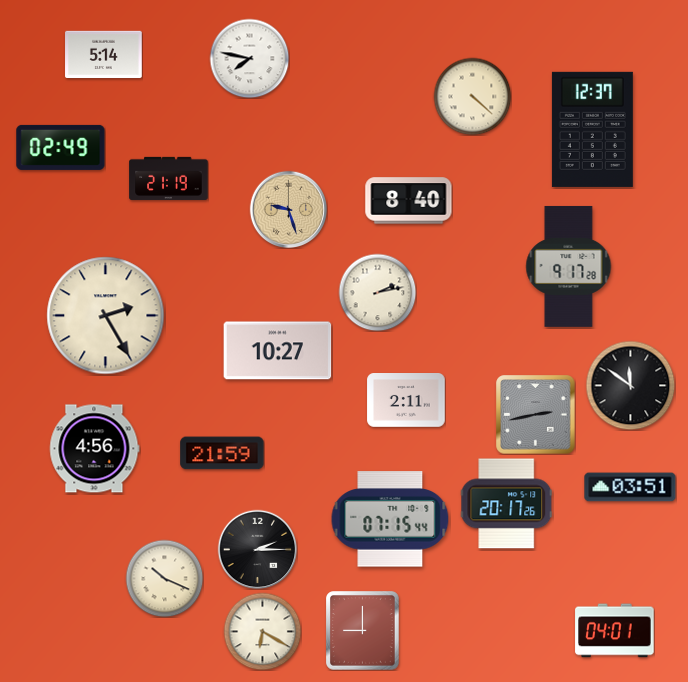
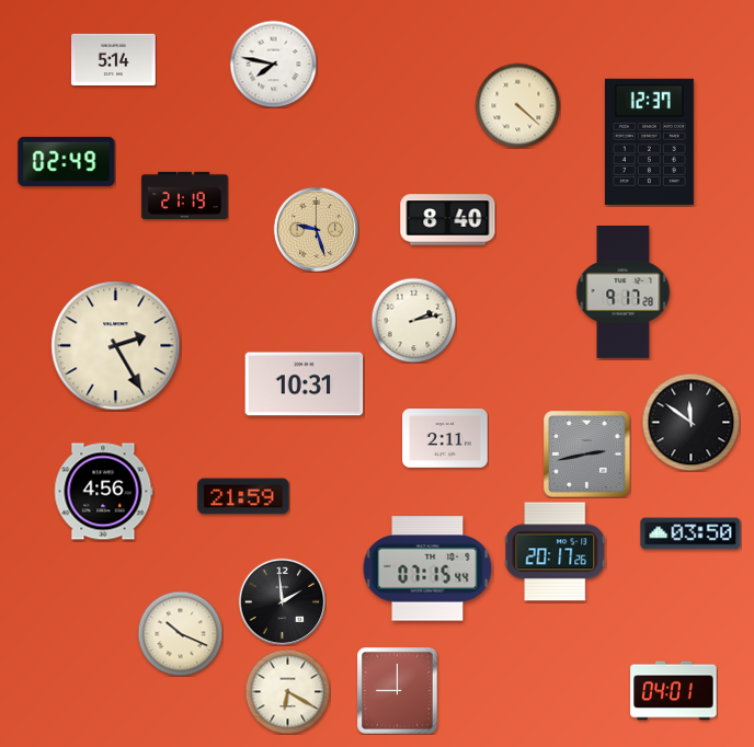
clock at (278, 351): 10:27 -> 10:31
clock at (630, 487): 03:51 -> 03:50
clock at (257, 549): 2:15 -> 1:59
